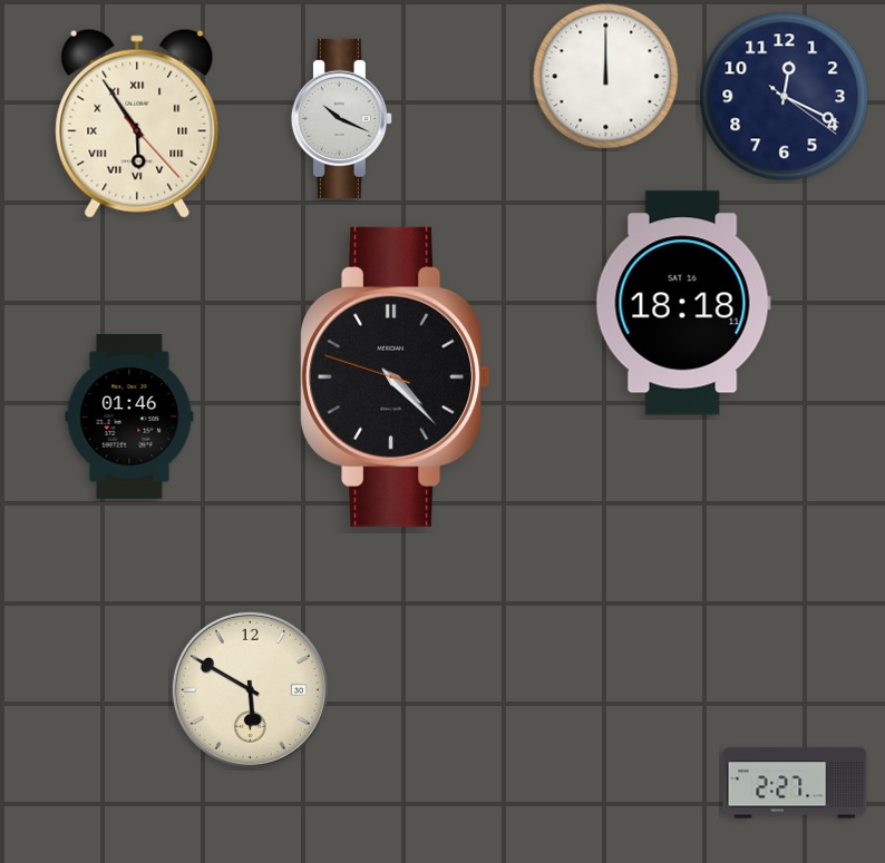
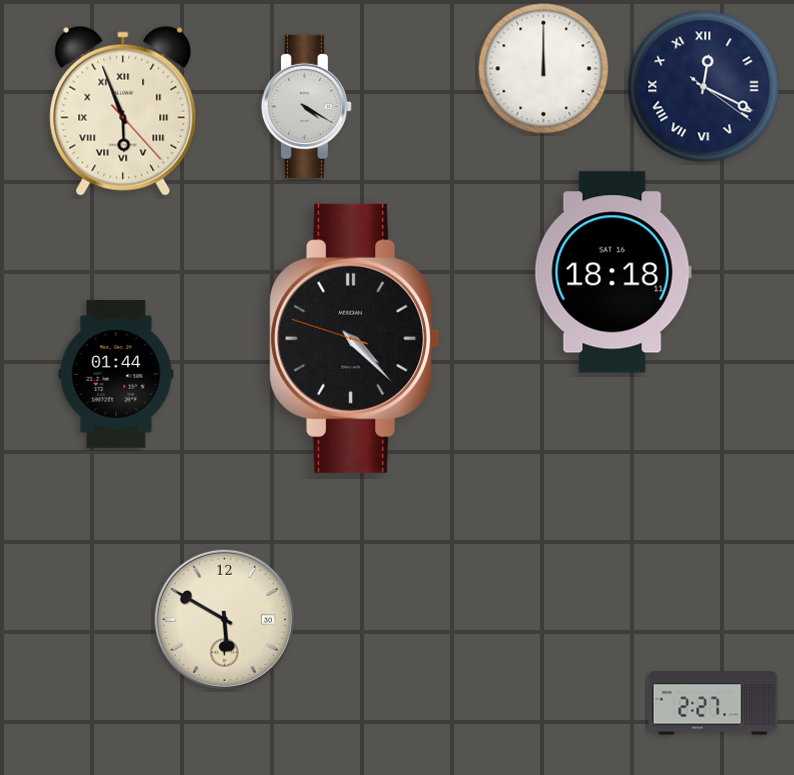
clock at (785, 97) numerals: Arabic -> Roman
clock at (341, 118): 10:19 -> 4:20
clock at (137, 124): 5:54 -> 5:56
clock at (129, 416): 01:46 -> 01:44
